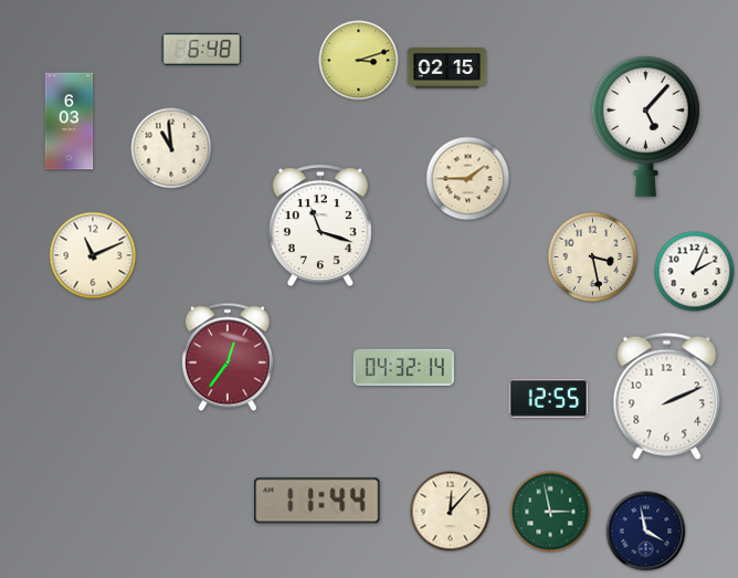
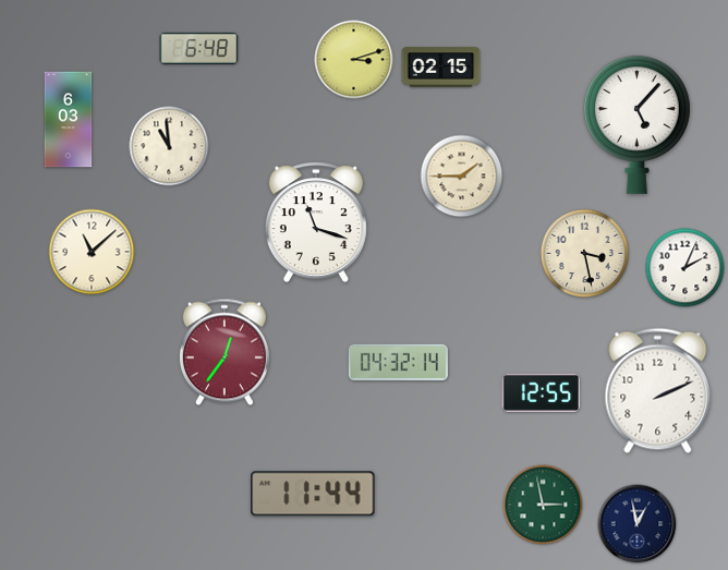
clock at (93, 255): 11:11 -> 11:08
clock at (451, 512): 12:07 -> none
clock at (646, 532): 3:58 -> 12:58
